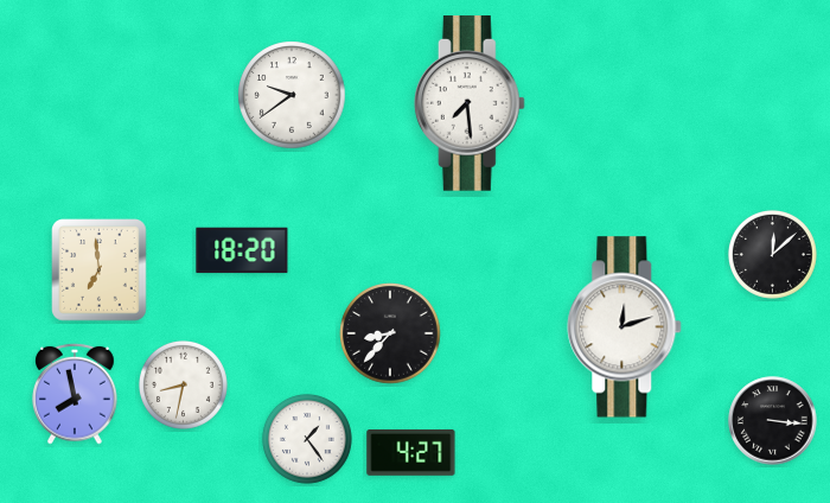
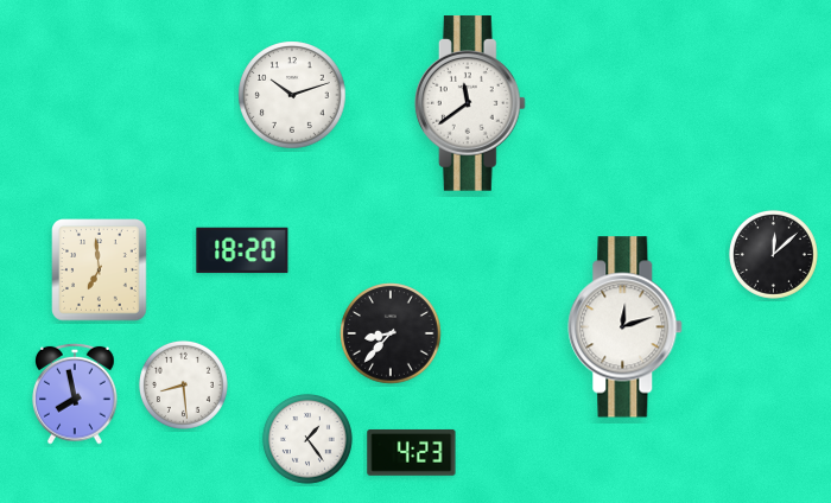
clock at (292, 95): 9:39 -> 10:12
clock at (470, 103): 7:29 -> 11:39
clock at (183, 384): 8:32 -> 8:29
clock at (773, 421): 3:16 -> none
clock at (411, 453): 4:27 -> 4:23
